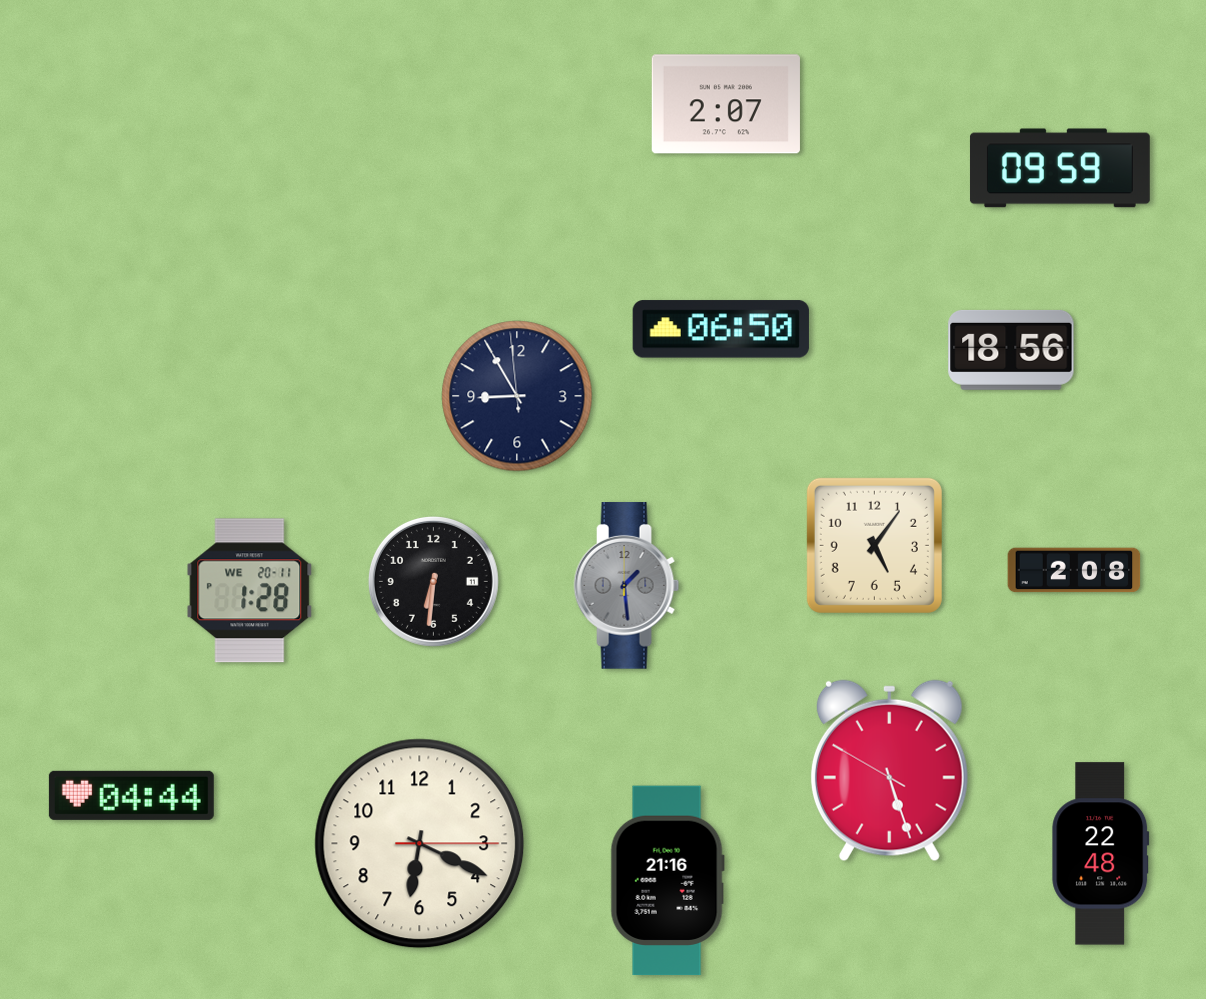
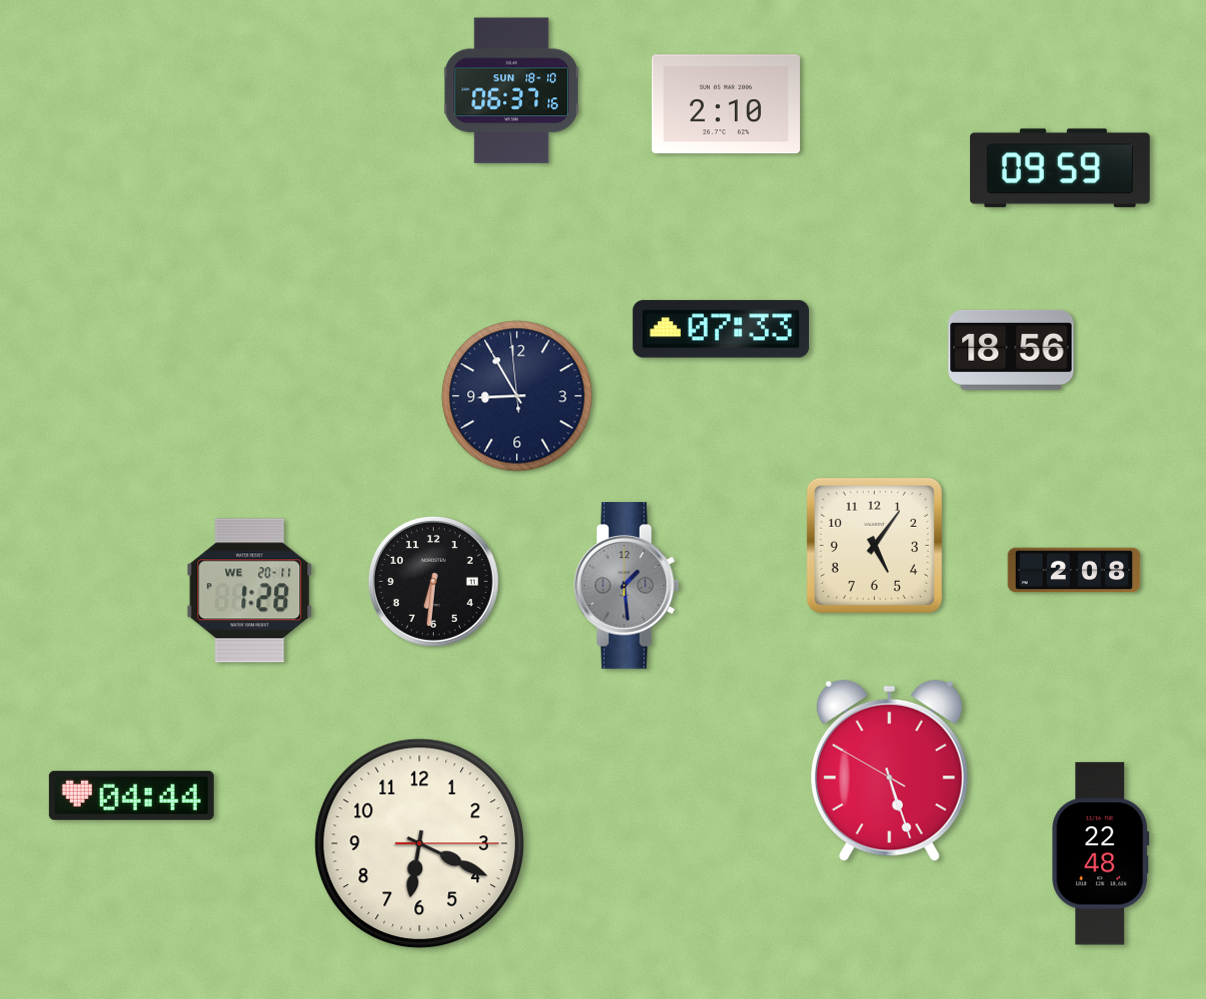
clock at (512, 91): none -> 06:37
clock at (726, 104): 2:07 -> 2:10
clock at (721, 329): 06:50 -> 07:33
clock at (667, 881): 21:16 -> none
